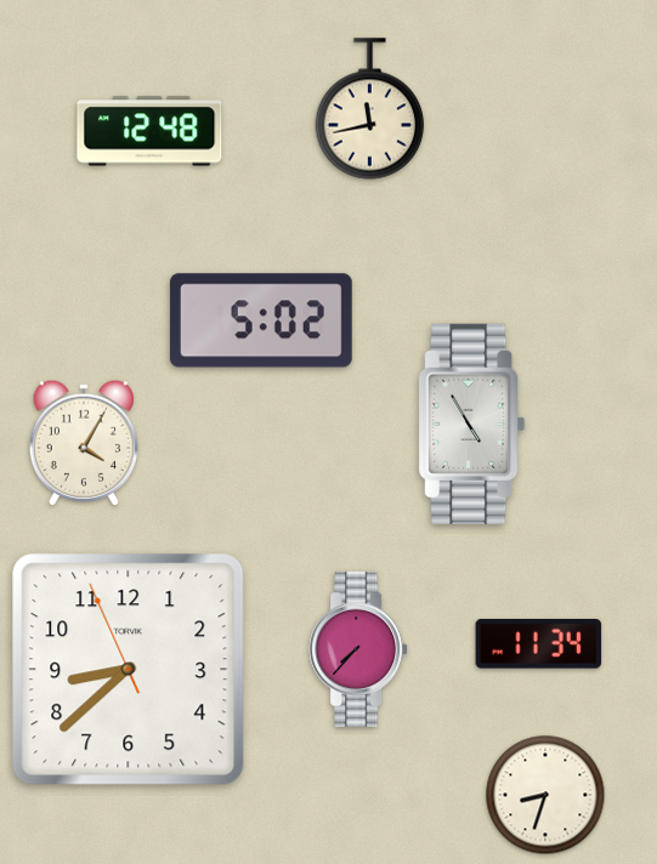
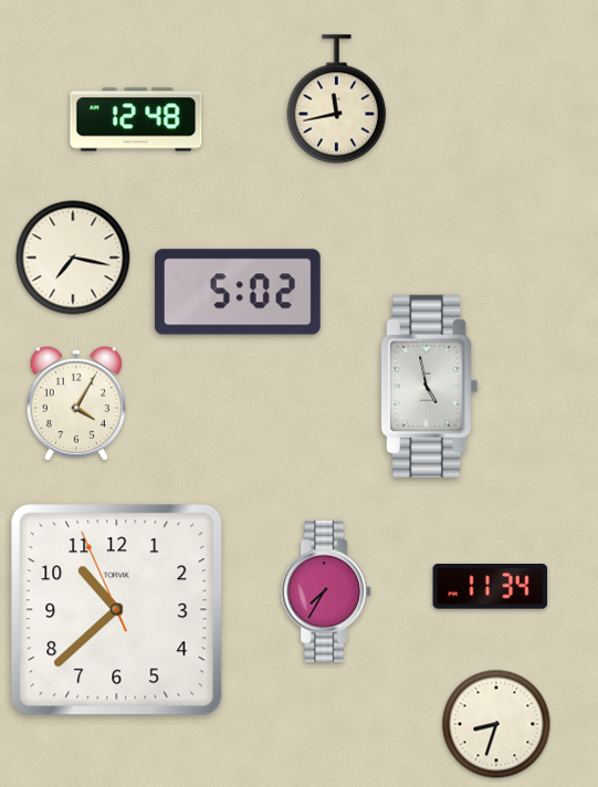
clock at (73, 258): none -> 7:17
clock at (472, 424): 4:55 -> 4:58
clock at (358, 649): 7:37 -> 7:35
clock at (129, 670): 8:37 -> 10:37
